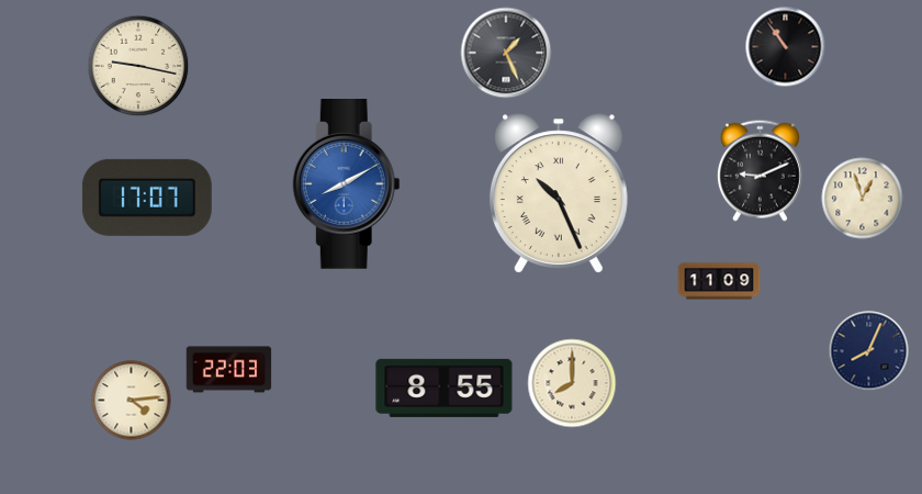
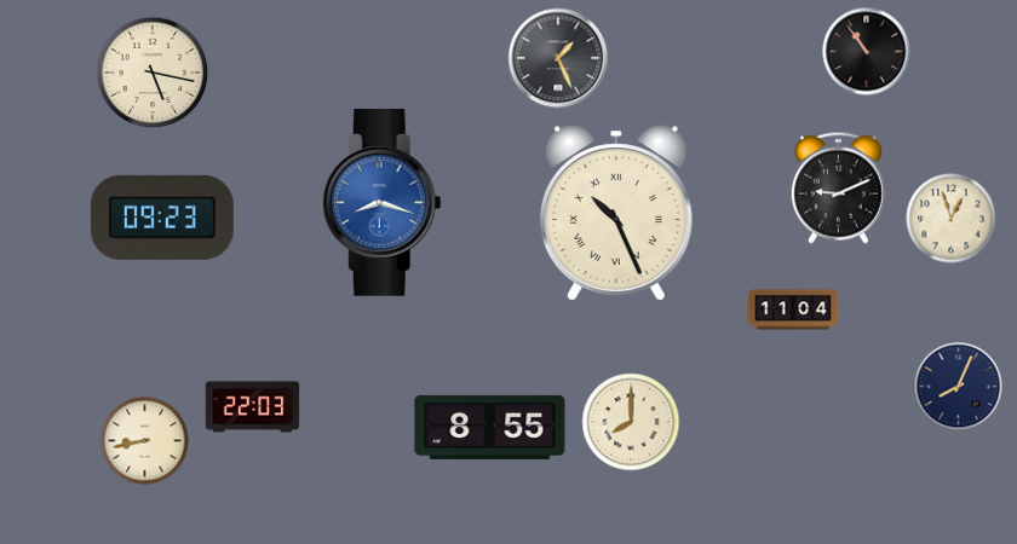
clock at (138, 66): 9:17 -> 5:17
clock at (346, 184): 8:10 -> 8:18
clock at (147, 198): 17:07 -> 09:23
clock at (719, 281): 11:09 -> 11:04
clock at (132, 401): 4:14 -> 8:43
